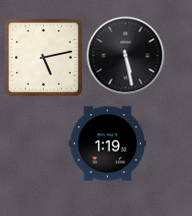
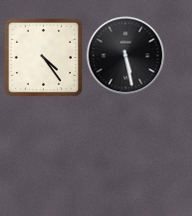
clock at (43, 57): 5:13 -> 4:24
clock at (107, 144): 1:19 -> none
